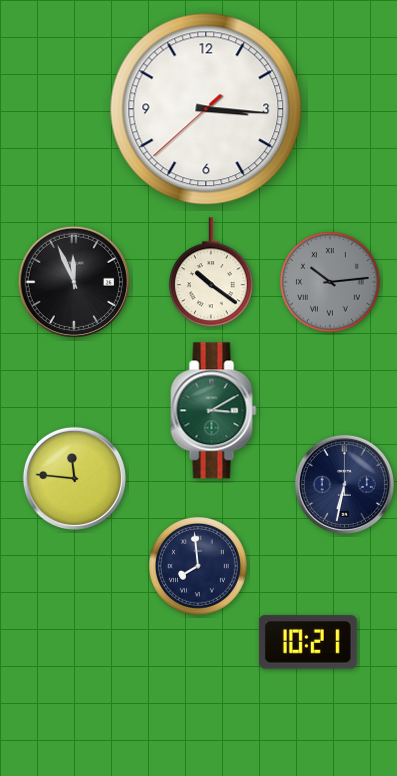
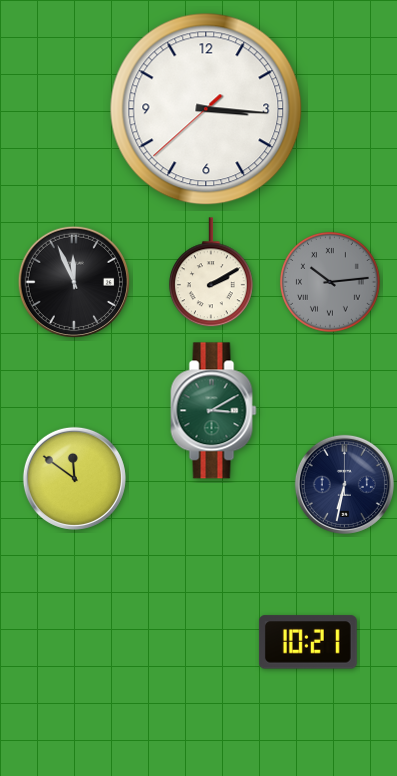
clock at (211, 273): 10:21 -> 2:10
clock at (74, 478): 11:46 -> 11:51
clock at (198, 566): 7:59 -> none
